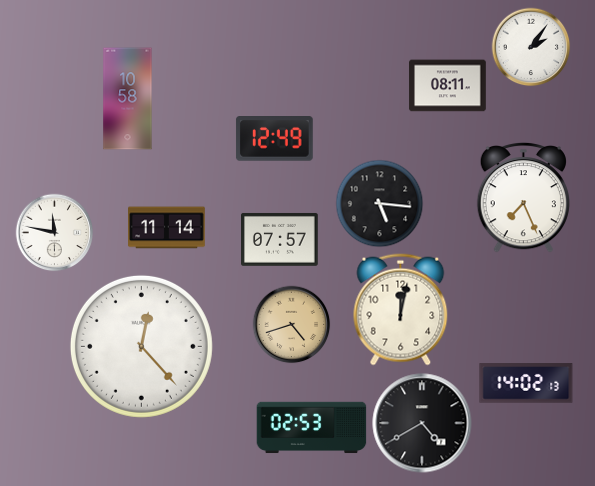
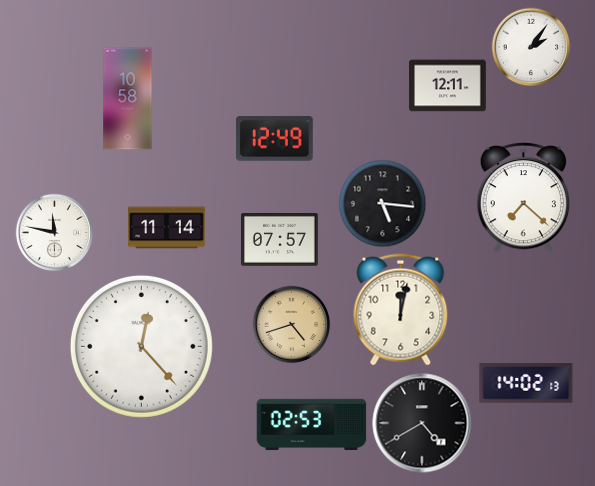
clock at (448, 86): 08:11 -> 12:11
clock at (523, 198): 7:26 -> 7:22
clock at (379, 203) position: (379, 203) -> (382, 203)
clock at (312, 428) position: (312, 428) -> (312, 425)
